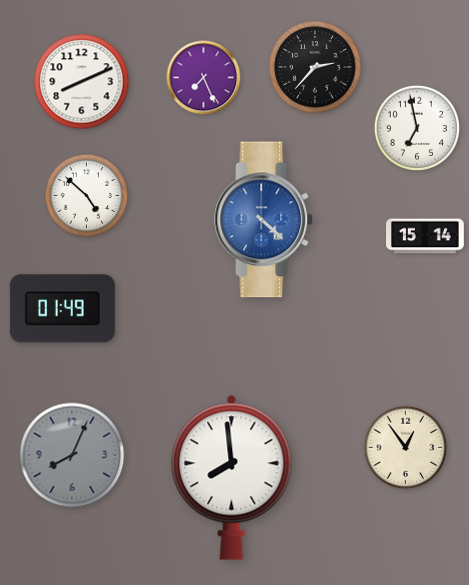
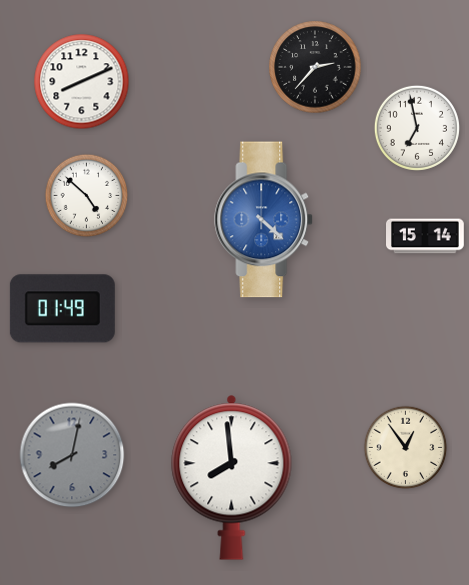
clock at (204, 78): 7:26 -> none
clock at (72, 455): 8:04 -> 8:02
